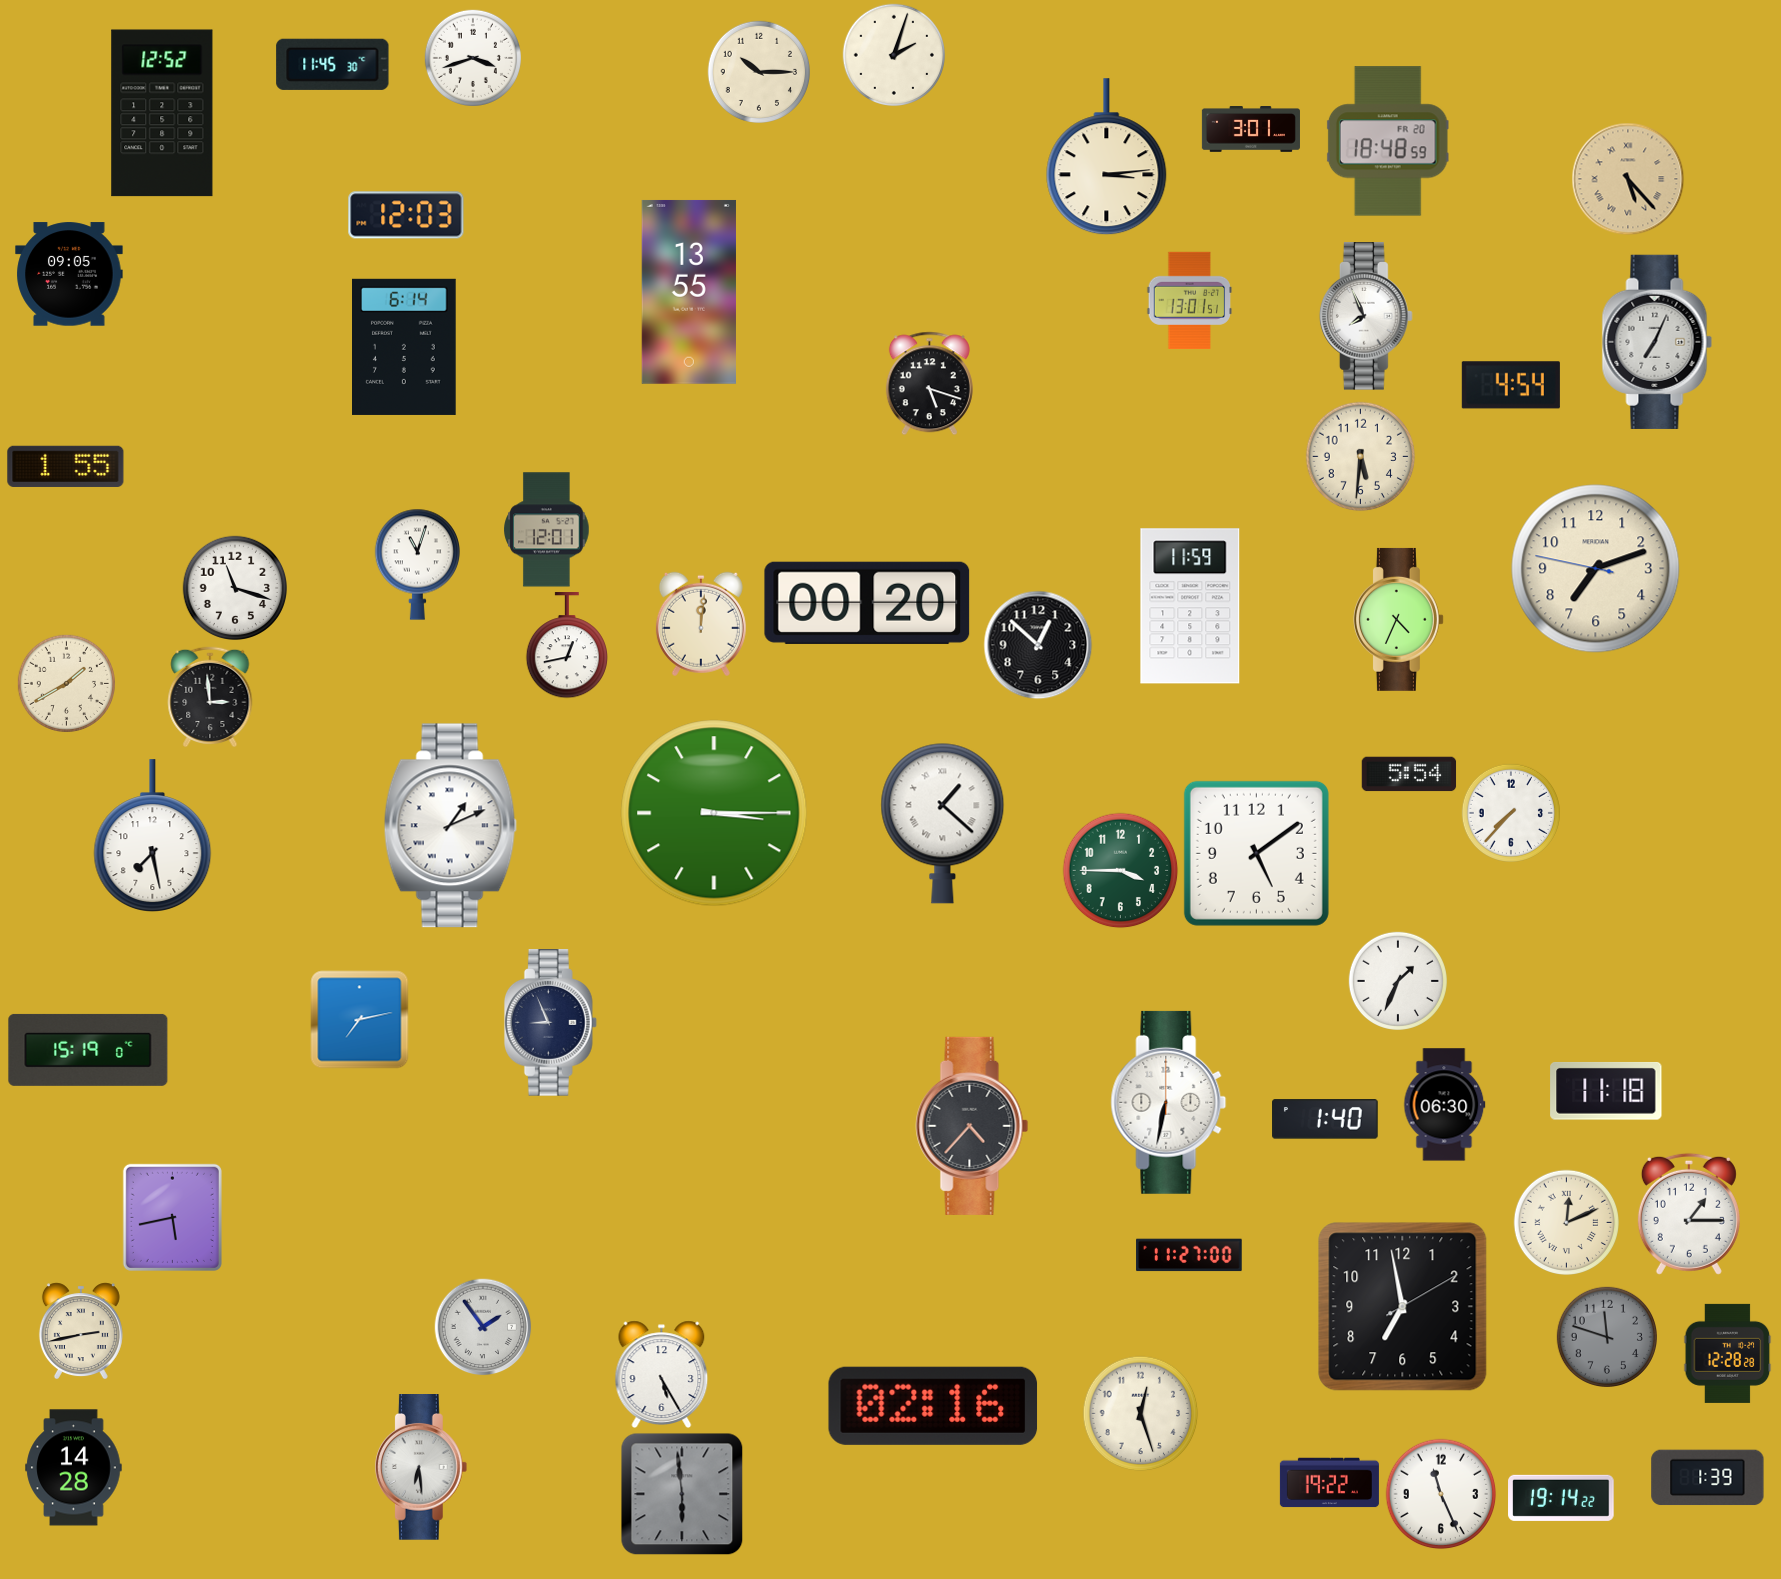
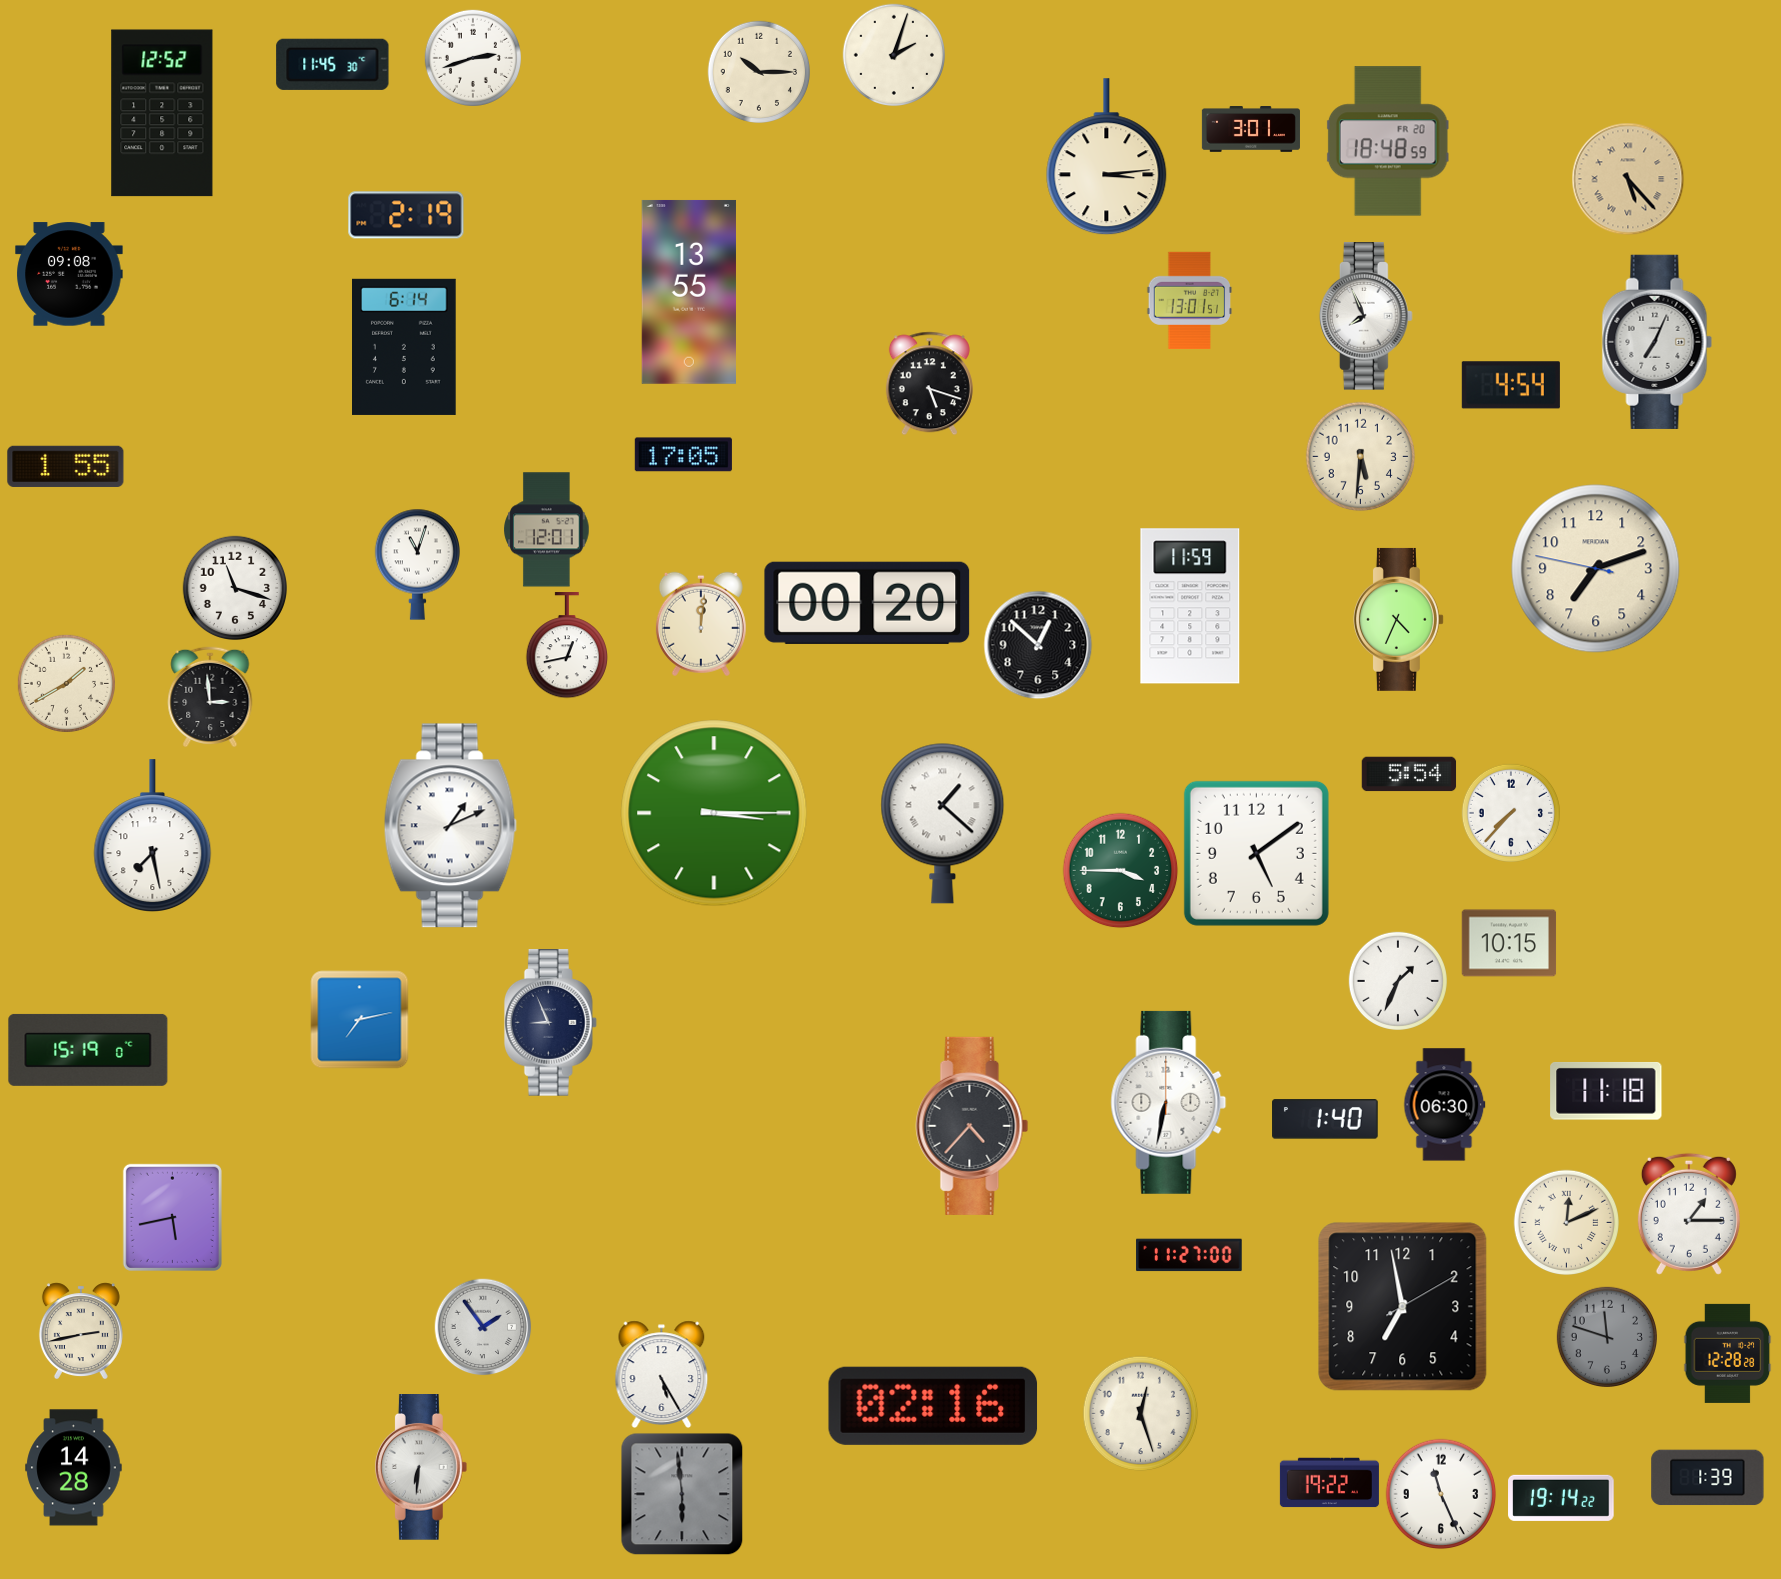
clock at (473, 58): 3:42 -> 2:42
clock at (406, 215): 12:03 -> 2:19
clock at (69, 274): 09:05 -> 09:08
clock at (683, 455): none -> 17:05
clock at (1509, 943): none -> 10:15
clock at (421, 1467): 6:29 -> 6:31
